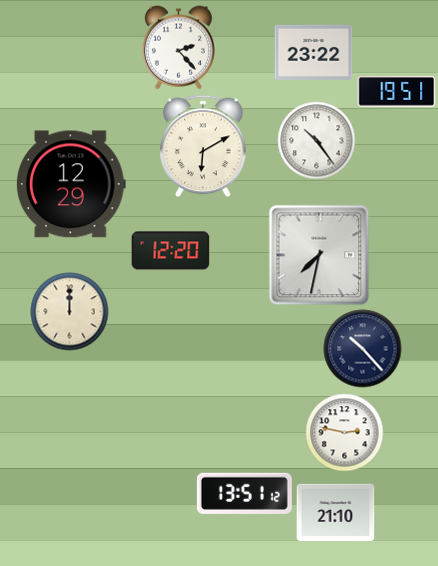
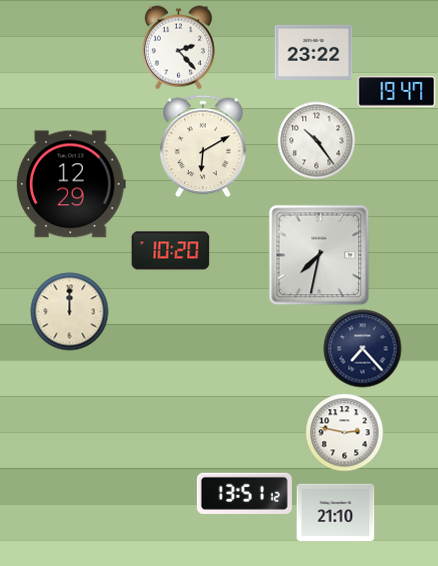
clock at (396, 92): 19:51 -> 19:47
clock at (170, 251): 12:20 -> 10:20
clock at (362, 348): 10:23 -> 7:23
